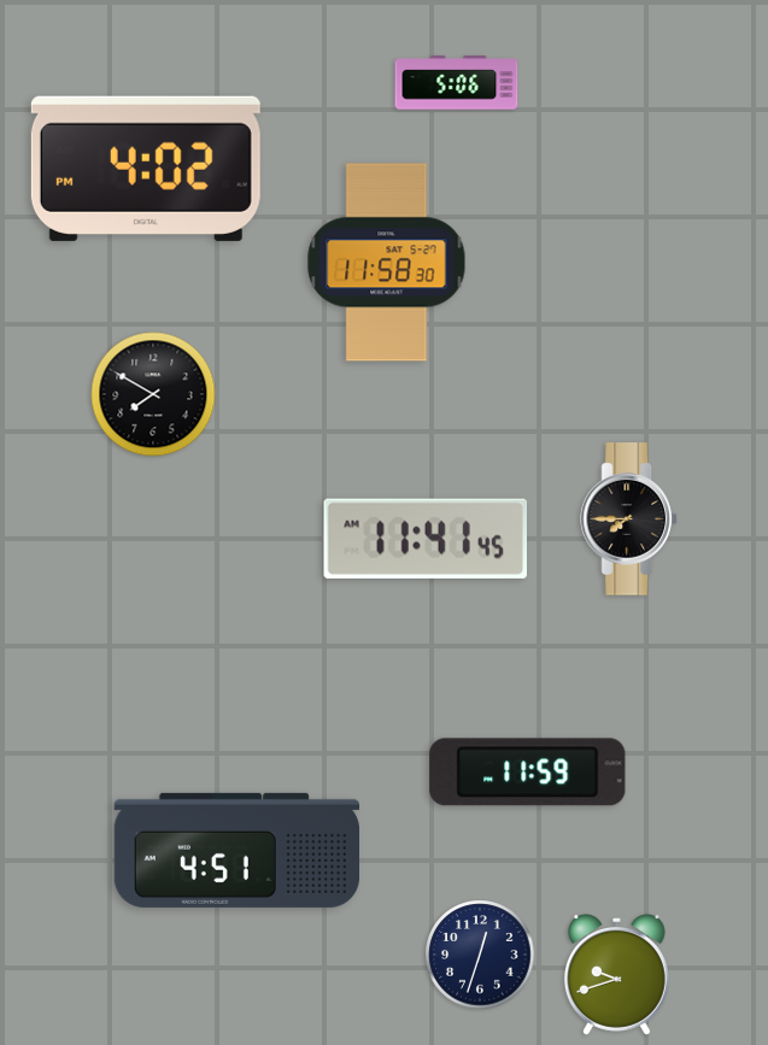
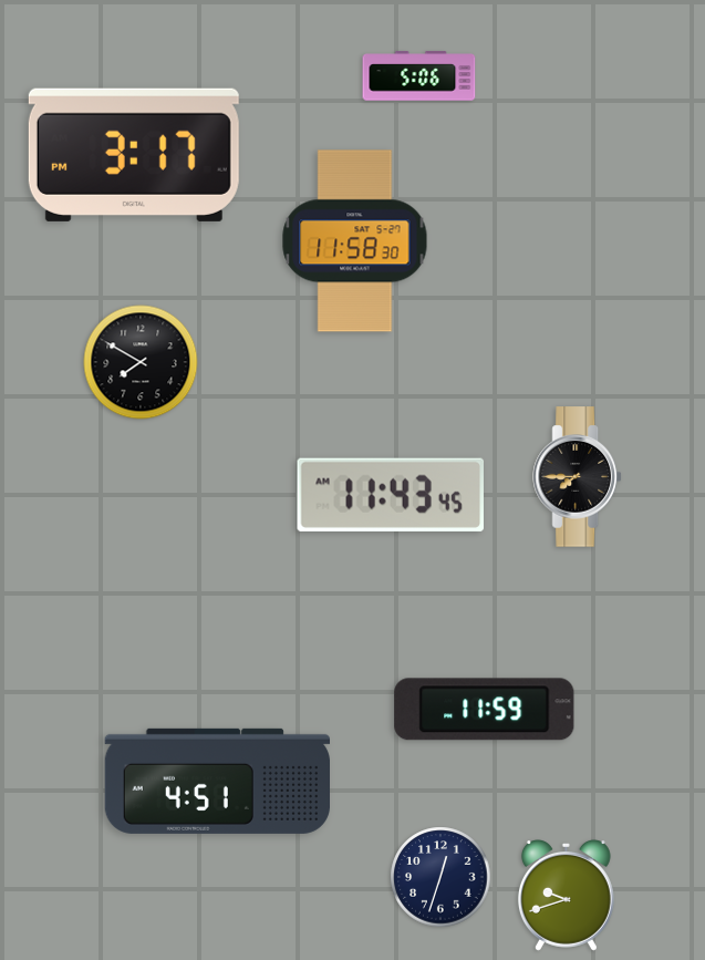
clock at (146, 169): 4:02 -> 3:17
clock at (424, 539): 11:41 -> 11:43
